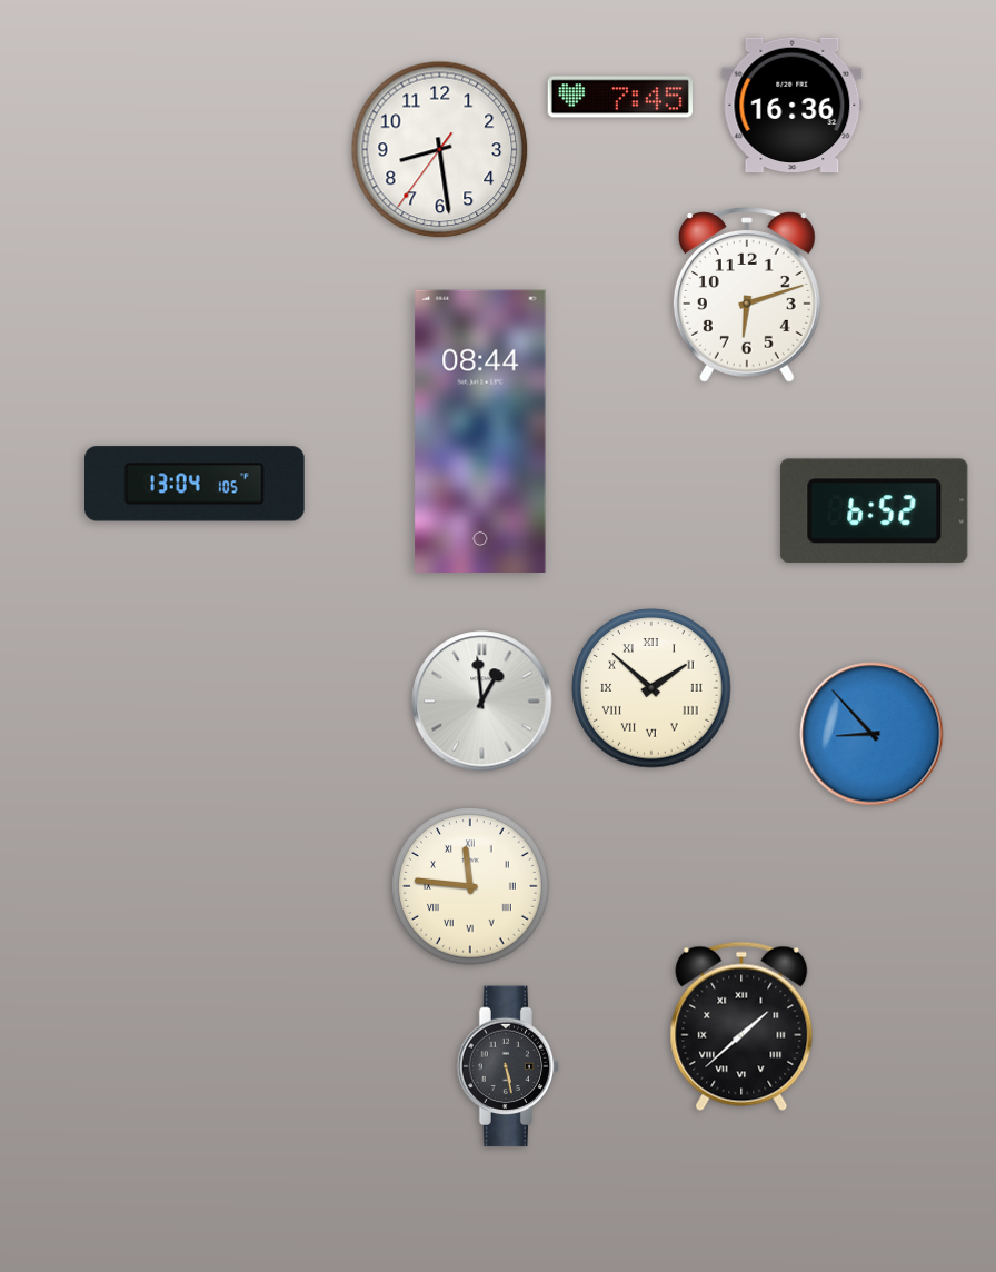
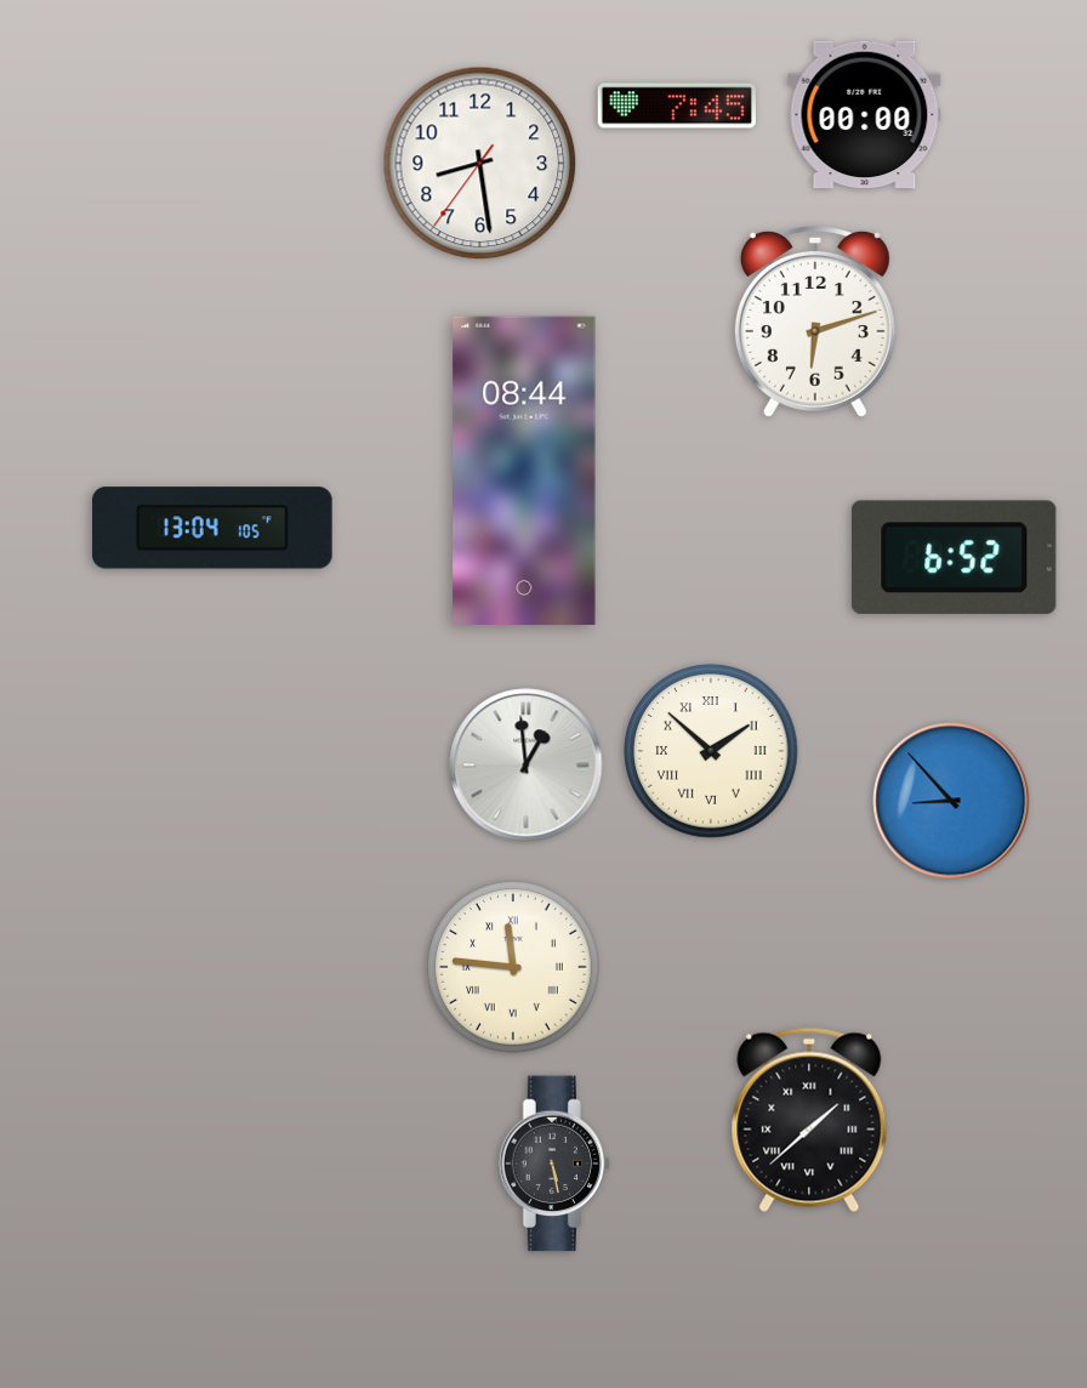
clock at (793, 106): 16:36 -> 00:00
